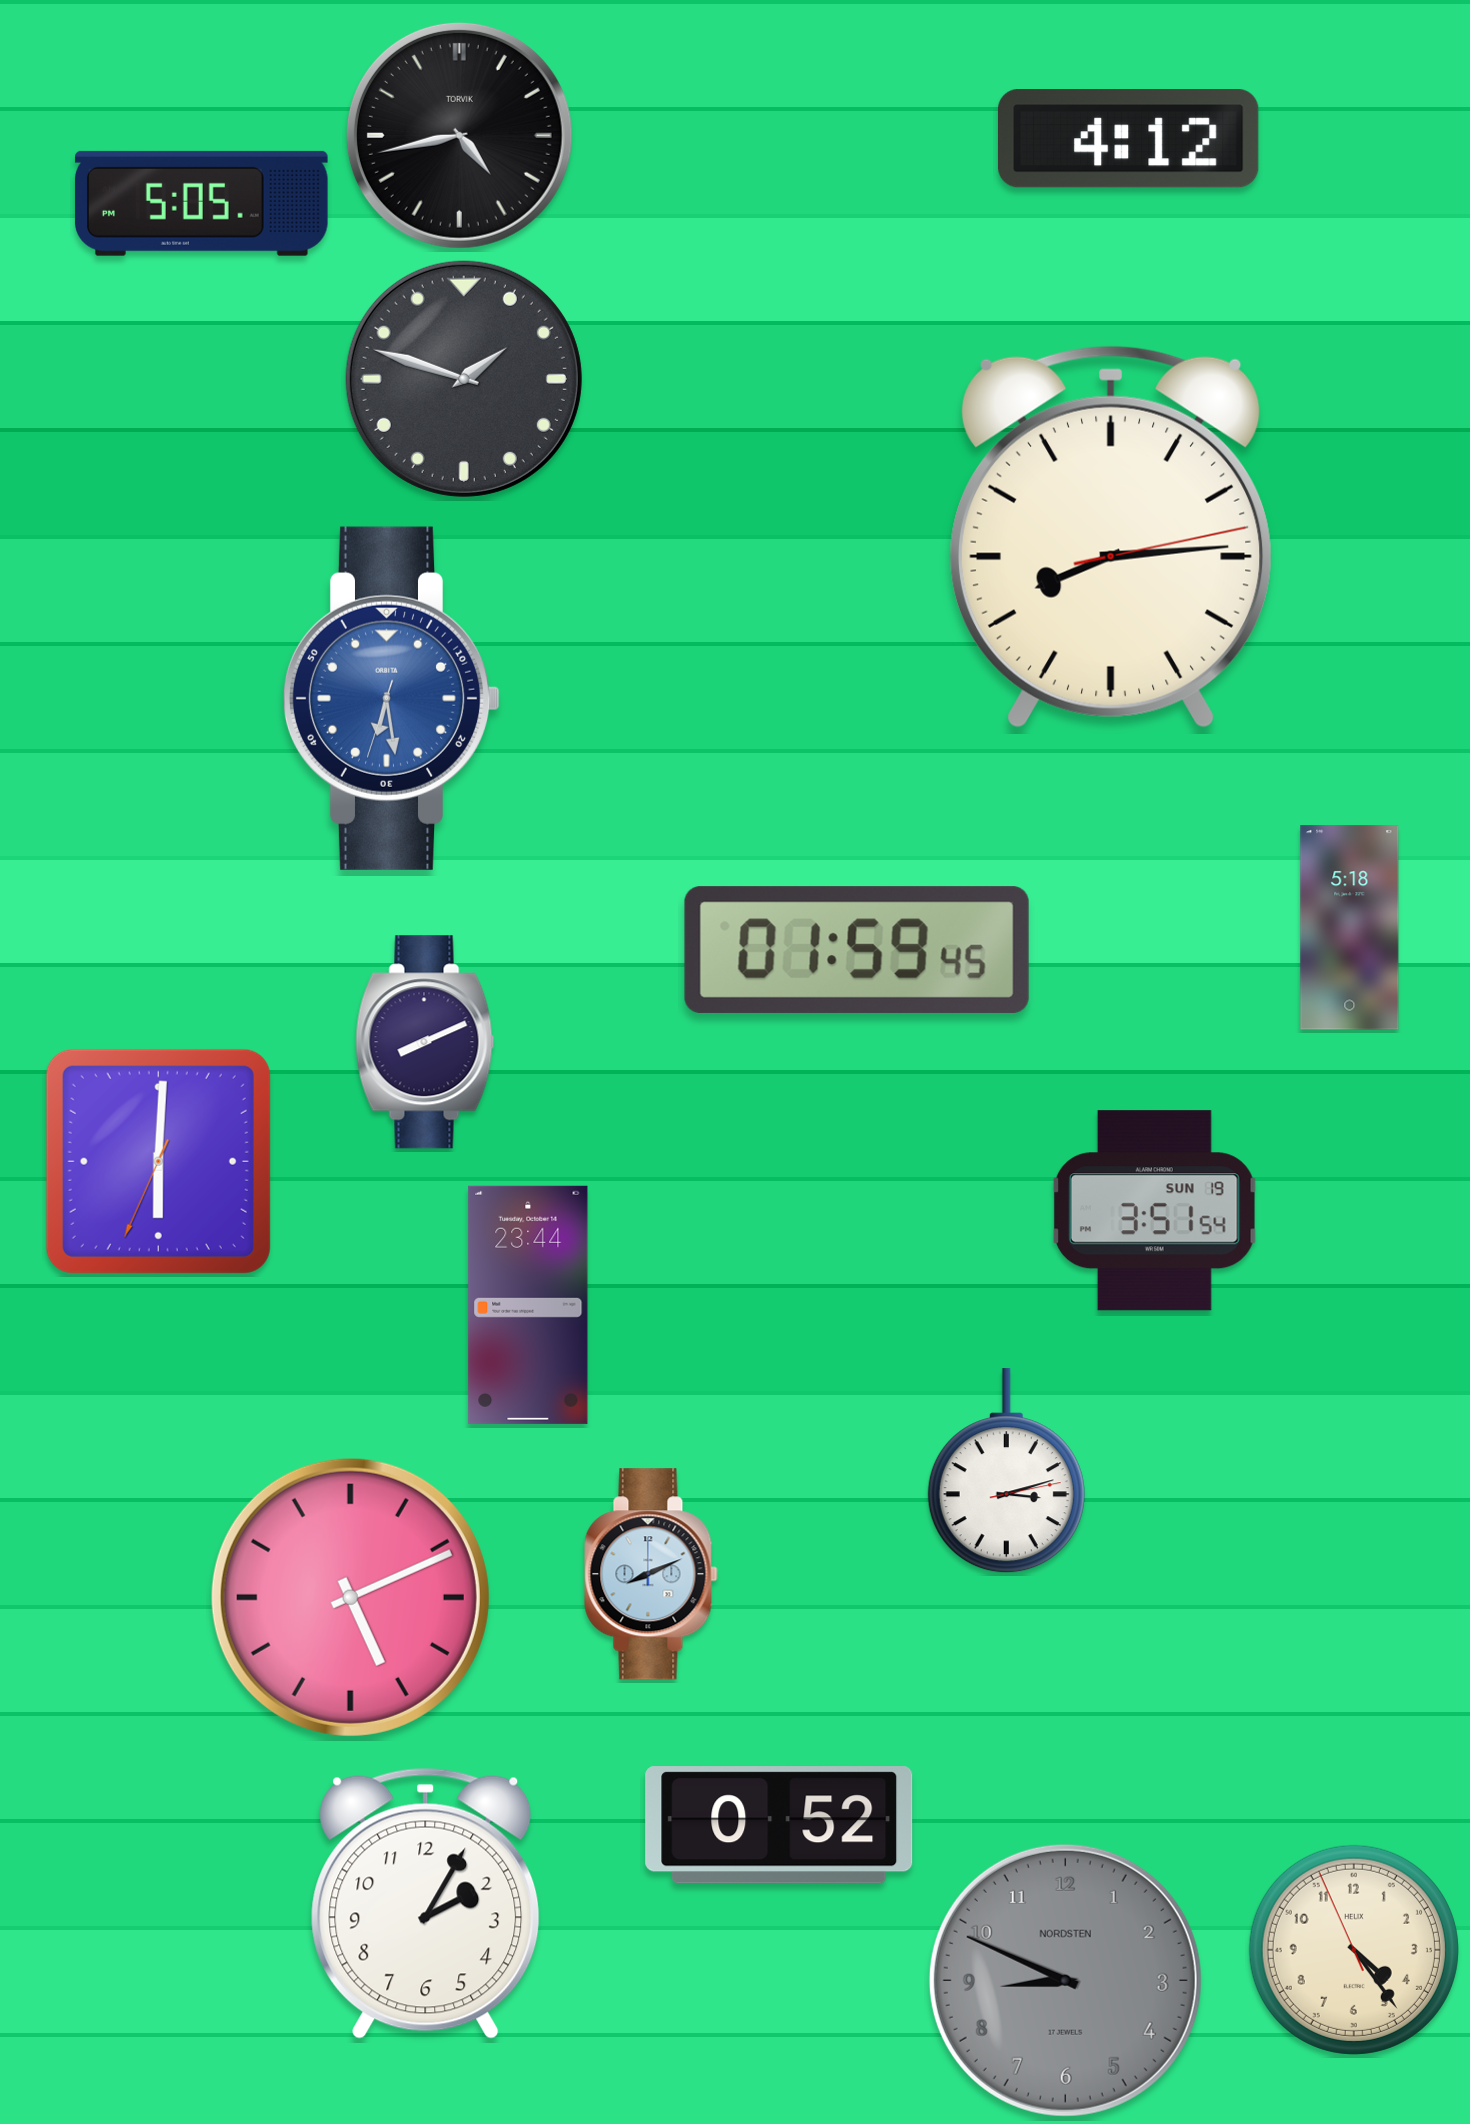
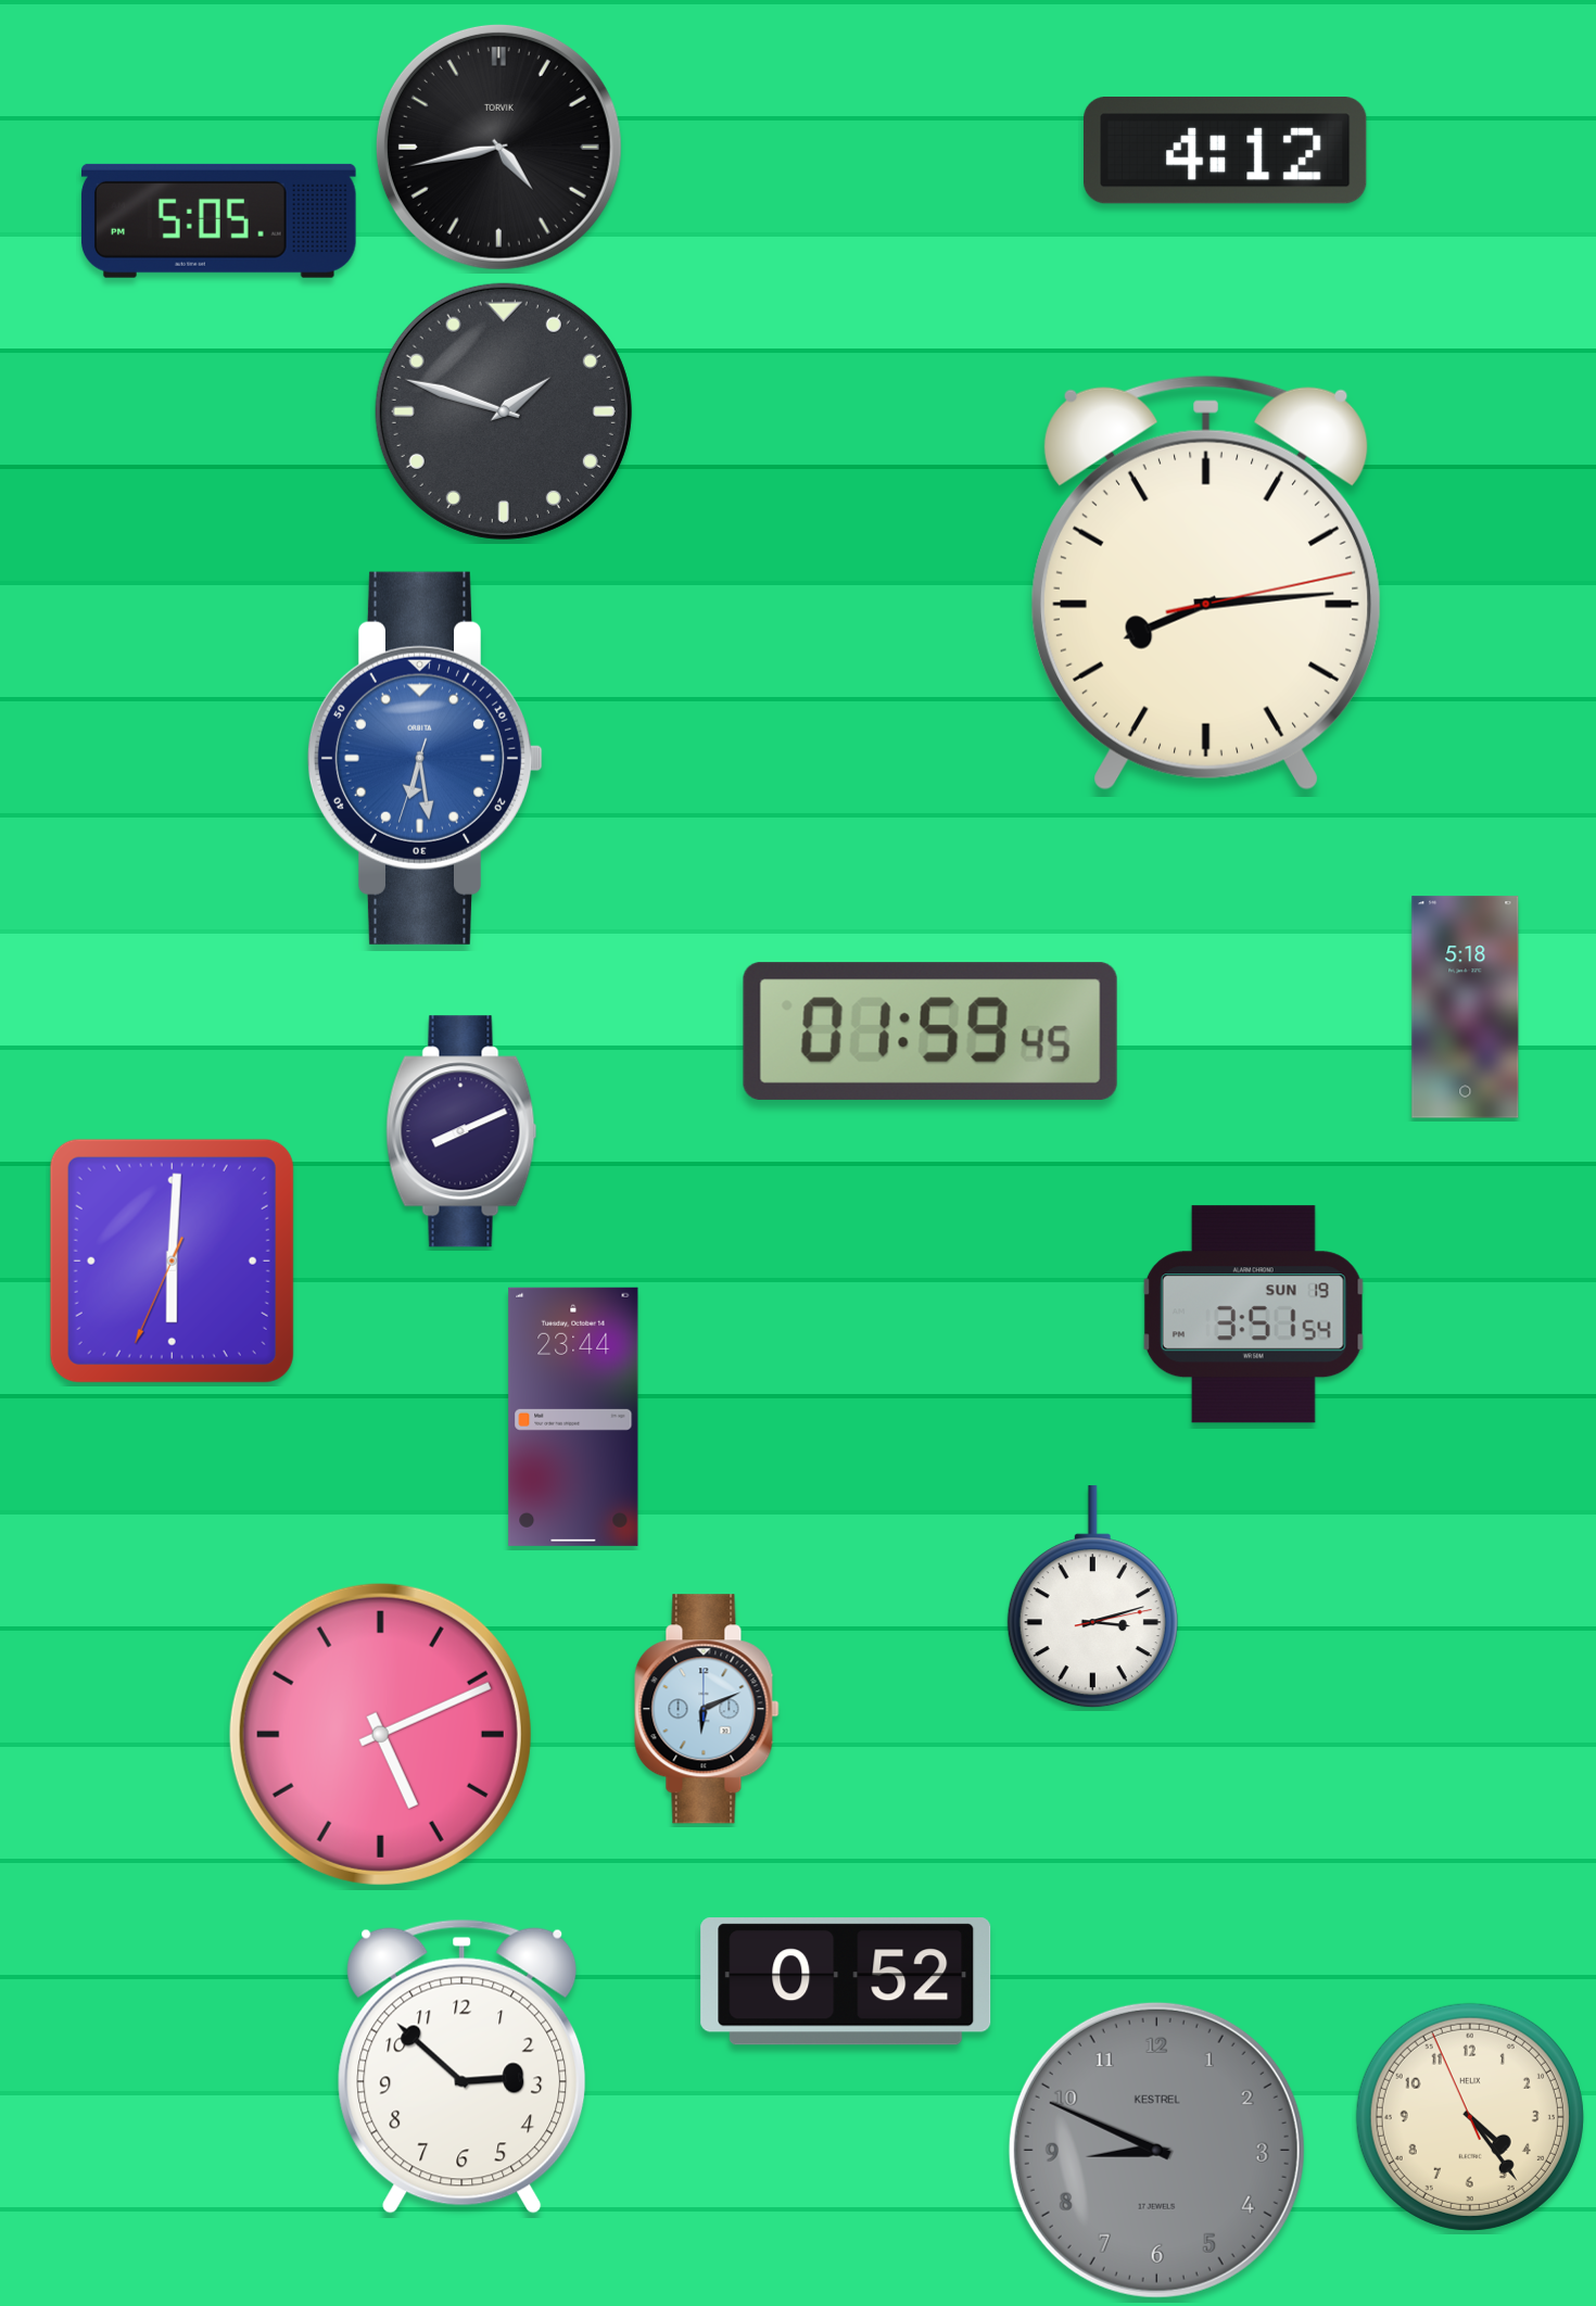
clock at (651, 1574): 8:11 -> 6:11
clock at (426, 1903): 2:05 -> 2:52
clock at (1065, 1980) brand: NORDSTEN -> KESTREL
